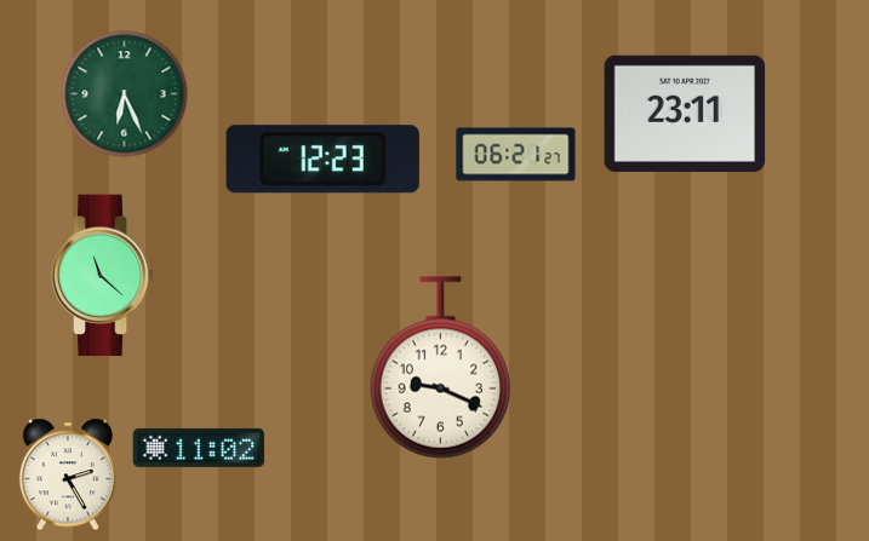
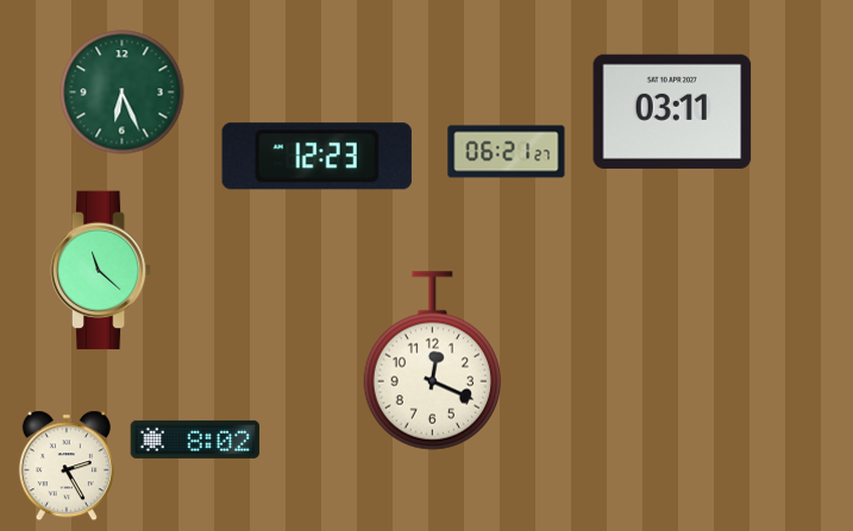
clock at (685, 114): 23:11 -> 03:11
clock at (440, 368): 9:19 -> 12:19
clock at (199, 448): 11:02 -> 8:02
